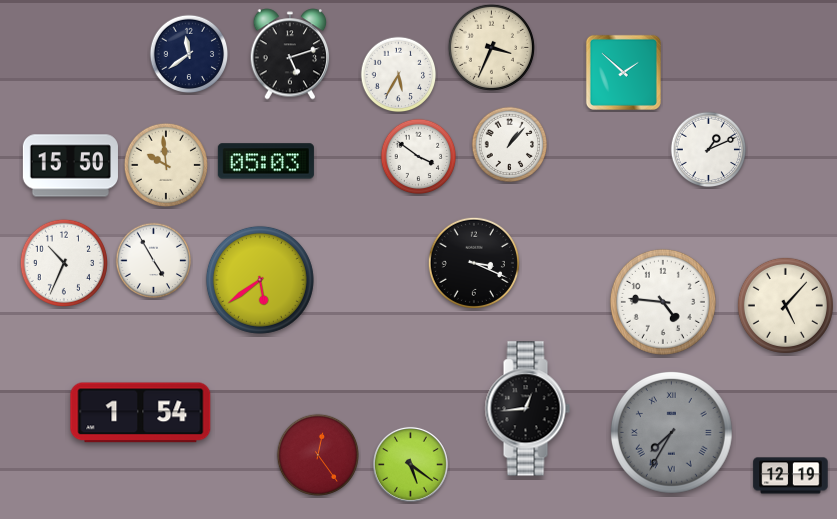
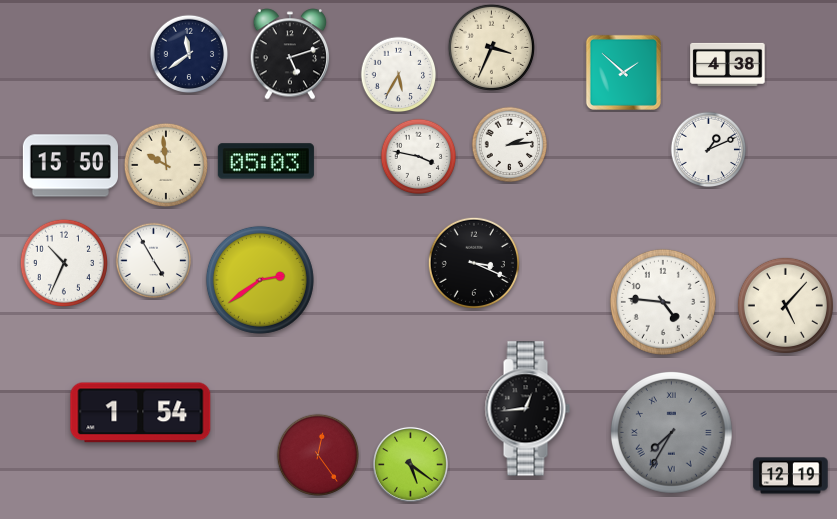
clock at (728, 64): none -> 4:38
clock at (510, 145): 1:07 -> 2:14
clock at (419, 157): 3:51 -> 3:47
clock at (260, 280): 5:39 -> 2:39
